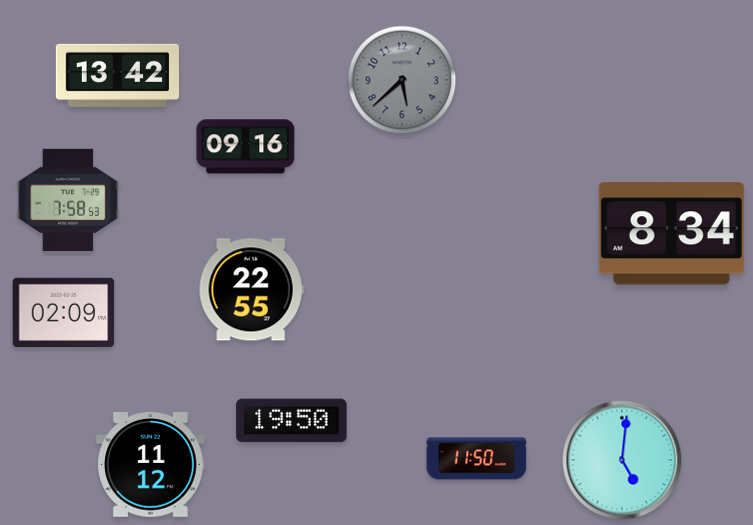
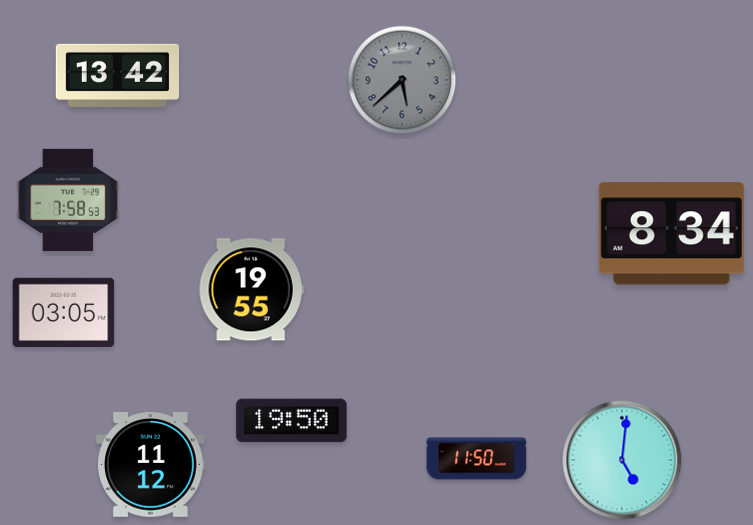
clock at (246, 147): 09:16 -> none
clock at (251, 290): 22:55 -> 19:55
clock at (64, 312): 02:09 -> 03:05
